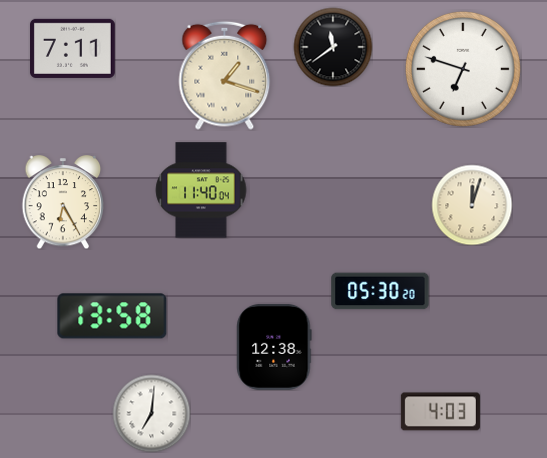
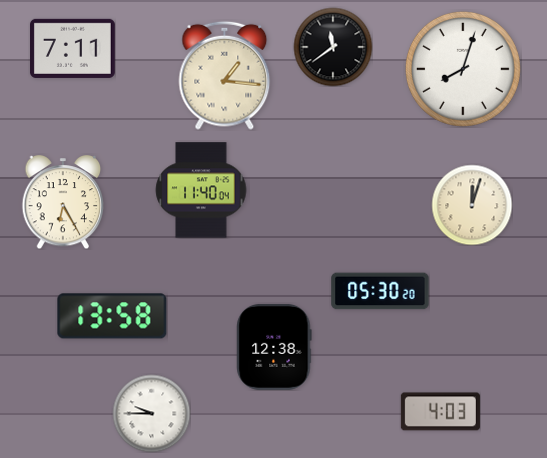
clock at (463, 69): 6:48 -> 8:03
clock at (225, 75): 1:18 -> 1:16
clock at (151, 413): 7:01 -> 9:45
